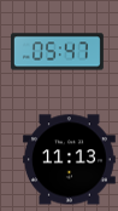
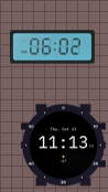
clock at (57, 52): 05:47 -> 06:02
